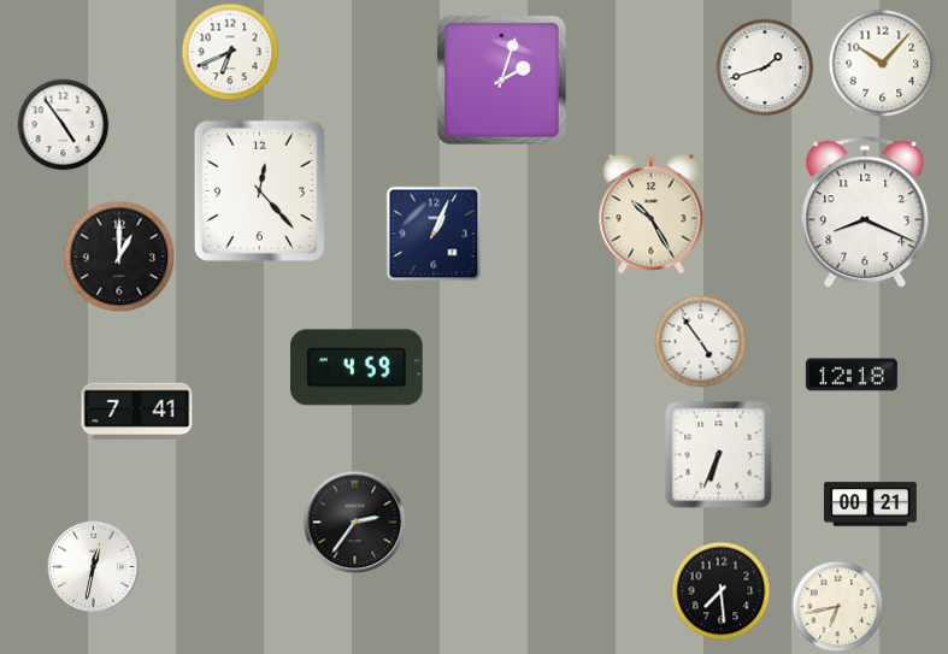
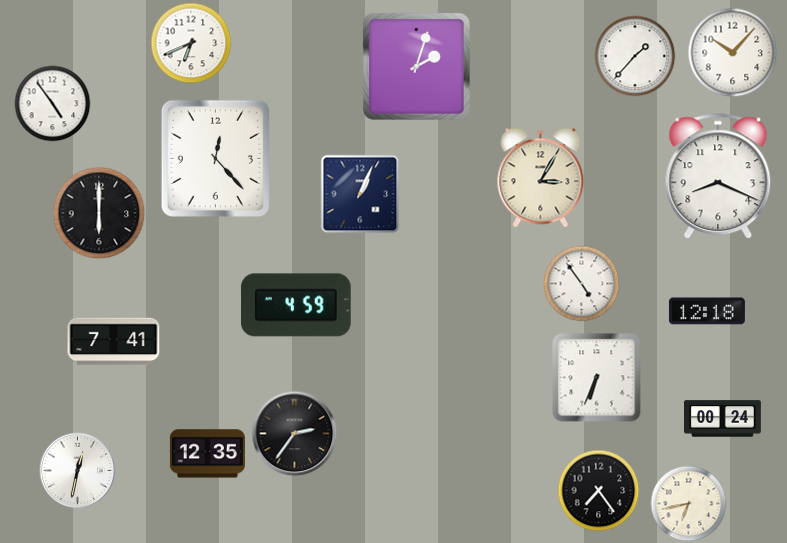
clock at (765, 67): 1:42 -> 1:37
clock at (652, 214): 10:25 -> 3:05
clock at (119, 257): 1:00 -> 6:00
clock at (871, 505): 00:21 -> 00:24
clock at (207, 454): none -> 12:35
clock at (722, 591): 7:29 -> 7:24
clock at (838, 607) position: (838, 607) -> (689, 504)
